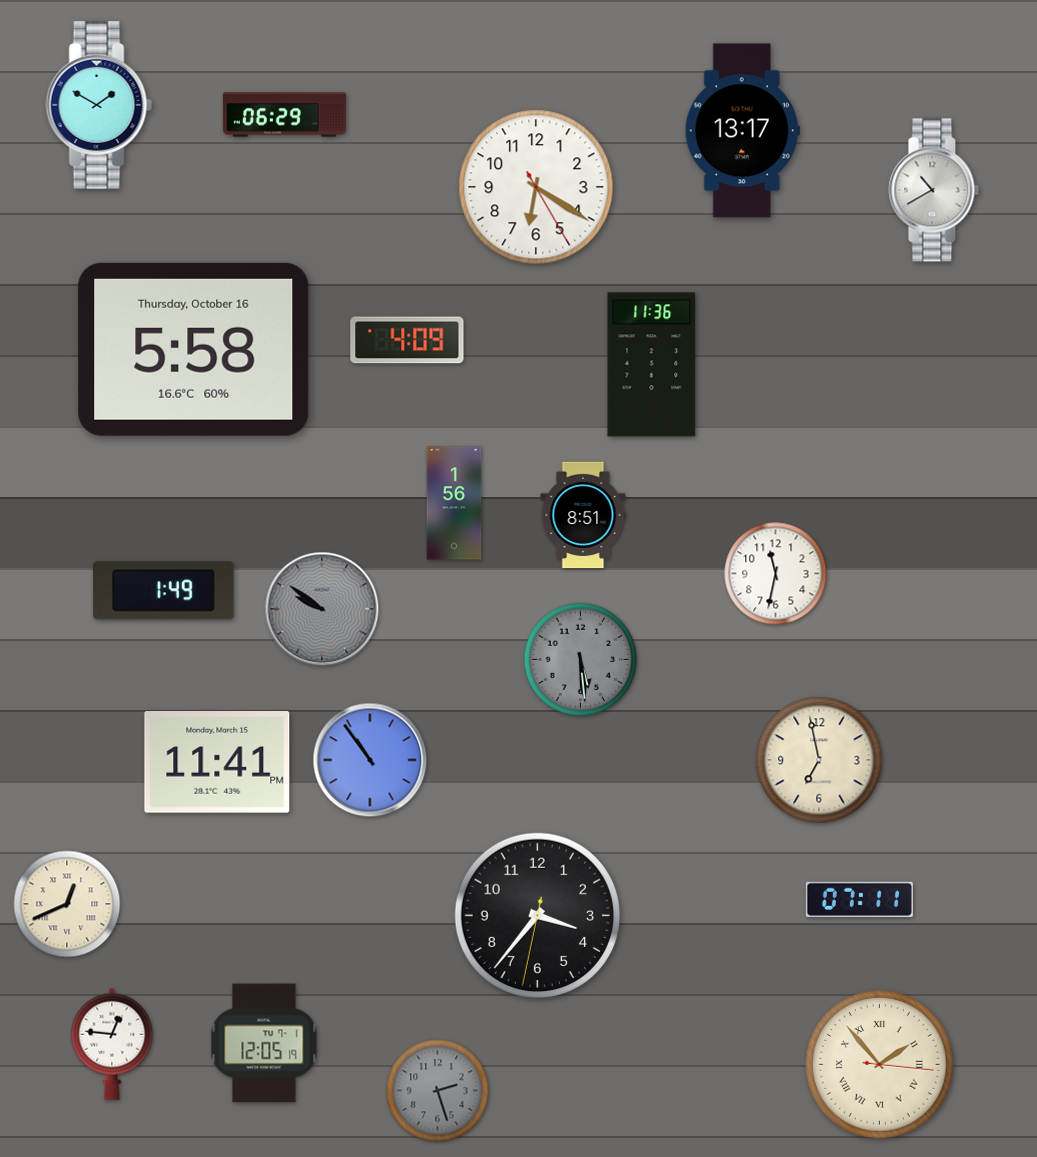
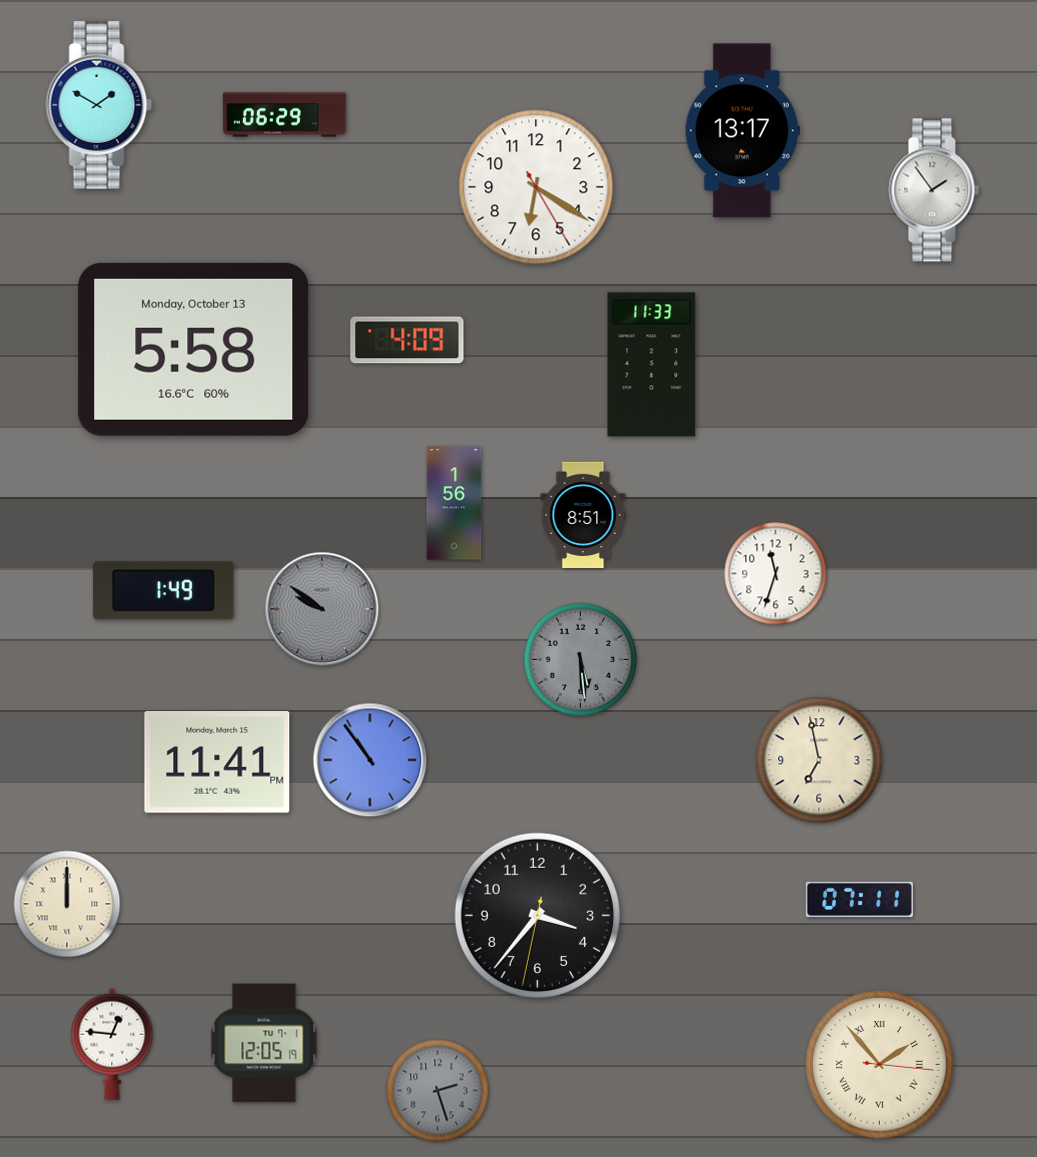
clock at (934, 190): 10:40 -> 1:54
clock at (194, 349) date: Thursday, October 16 -> Monday, October 13
clock at (652, 365): 11:36 -> 11:33
clock at (776, 574): 11:32 -> 11:33
clock at (67, 904): 12:41 -> 12:00
